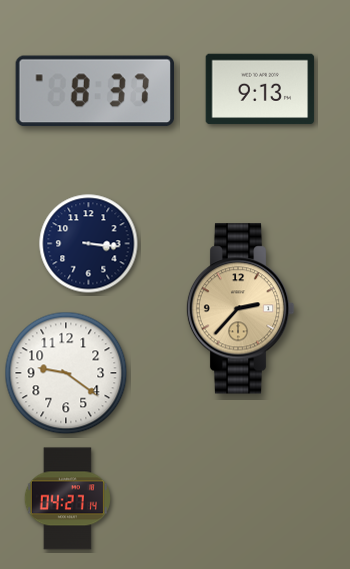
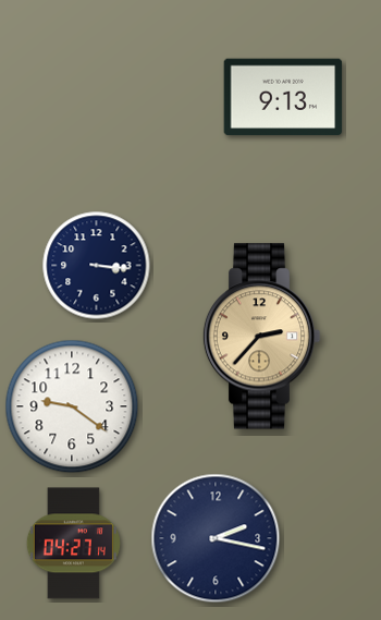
clock at (94, 91): 8:37 -> none
clock at (216, 538): none -> 2:17
